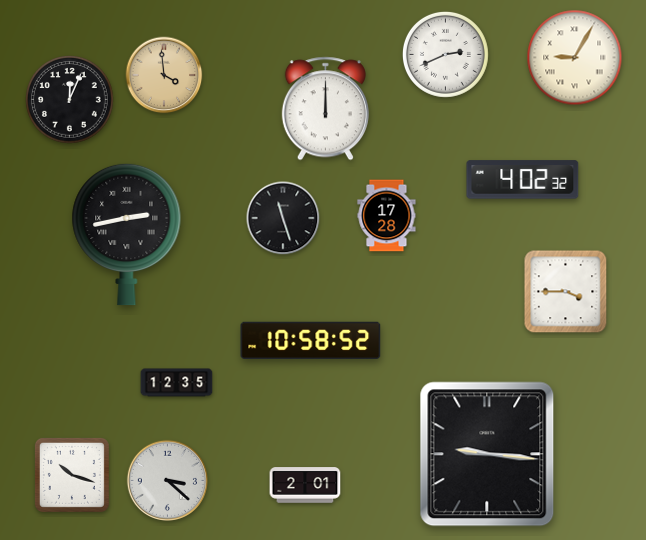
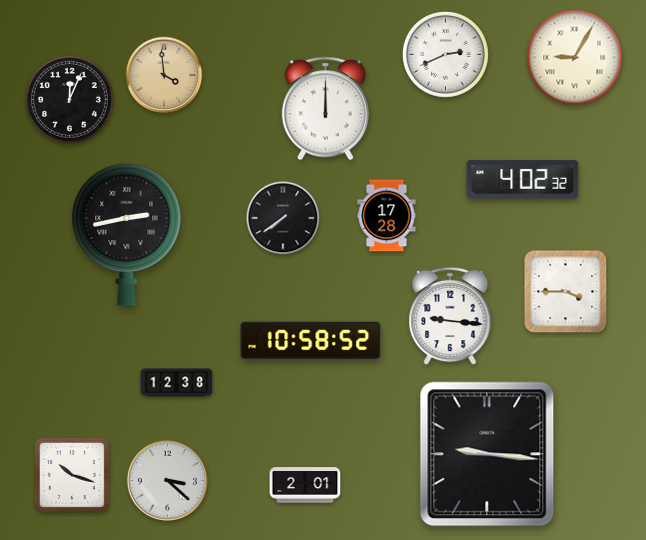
clock at (283, 218): 11:27 -> 7:39
clock at (450, 316): none -> 9:16
clock at (177, 383): 12:35 -> 12:38
